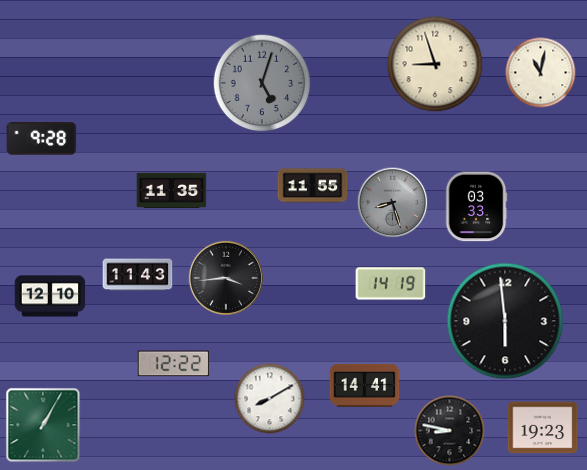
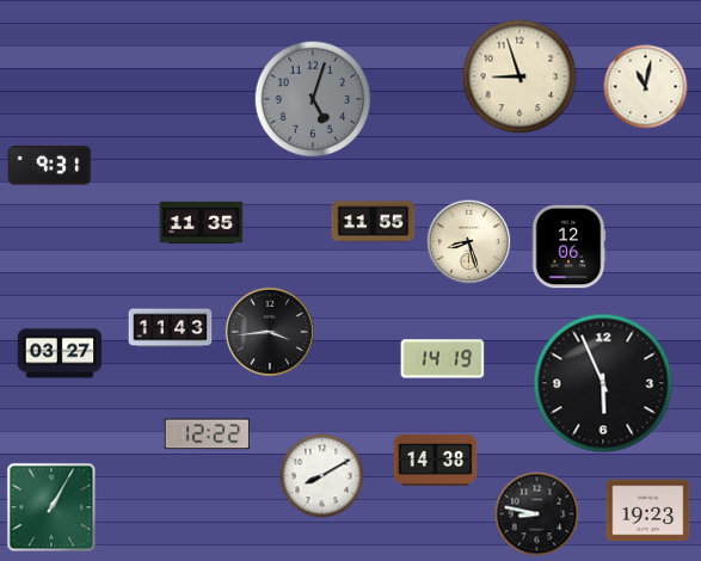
clock at (42, 139): 9:28 -> 9:31
clock at (172, 190) position: (172, 190) -> (202, 222)
clock at (393, 203) dial: grey -> cream
clock at (476, 207): 03:33 -> 12:06
clock at (138, 275) position: (138, 275) -> (171, 328)
clock at (391, 284) position: (391, 284) -> (443, 359)
clock at (50, 296): 12:10 -> 03:27
clock at (505, 321): 5:59 -> 5:56
clock at (365, 385): 14:41 -> 14:38
